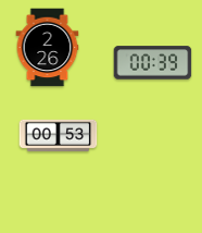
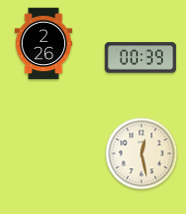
clock at (59, 135): 00:53 -> none
clock at (142, 154): none -> 12:28
